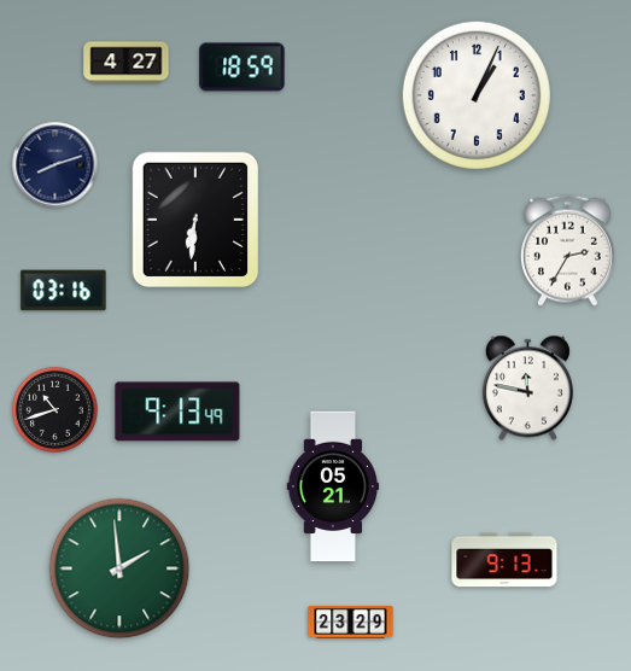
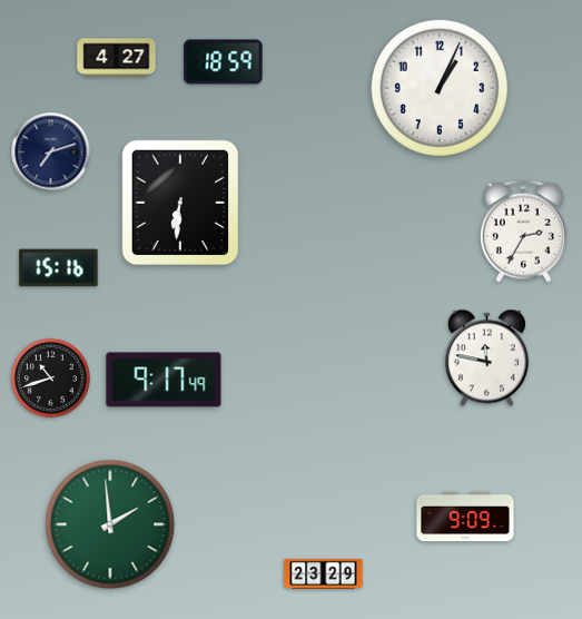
clock at (55, 165): 8:12 -> 7:12
clock at (64, 291): 03:16 -> 15:16
clock at (177, 412): 9:13 -> 9:17
clock at (333, 486): 05:21 -> none
clock at (504, 560): 9:13 -> 9:09
